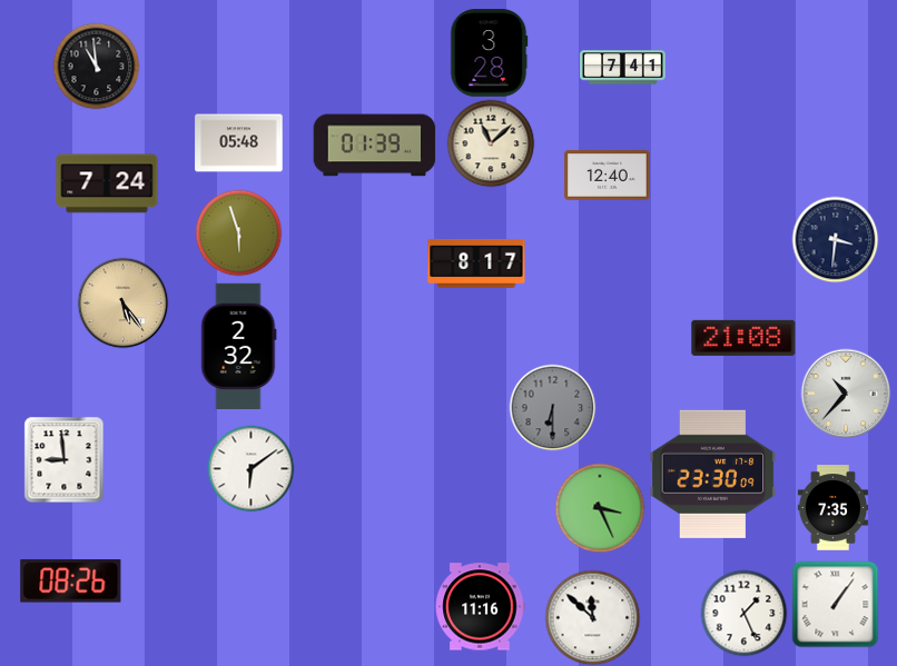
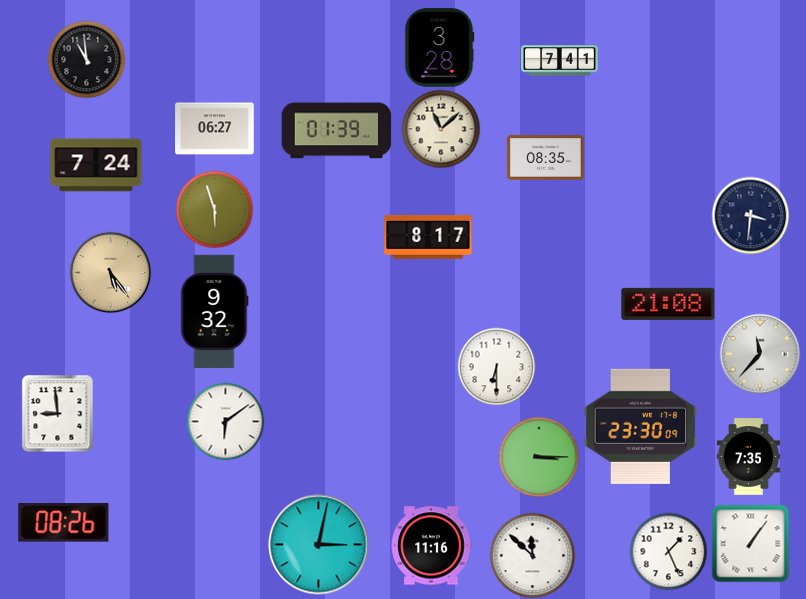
clock at (239, 143): 05:48 -> 06:27
clock at (608, 176): 12:40 -> 08:35
clock at (239, 346): 2:32 -> 9:32
clock at (846, 394): 10:37 -> 11:37
clock at (552, 407) dial: grey -> white
clock at (600, 508): 3:26 -> 3:15
clock at (319, 545): none -> 3:02
